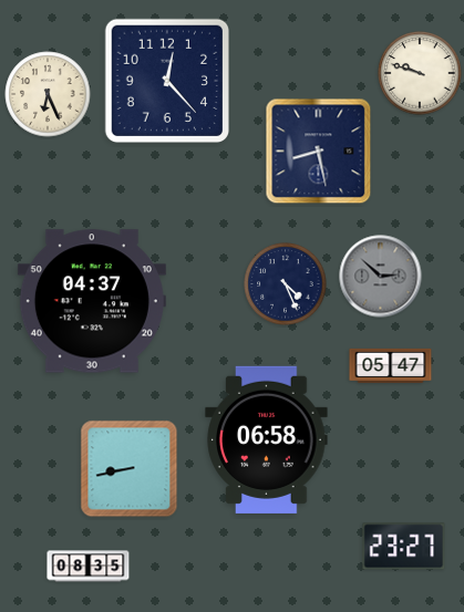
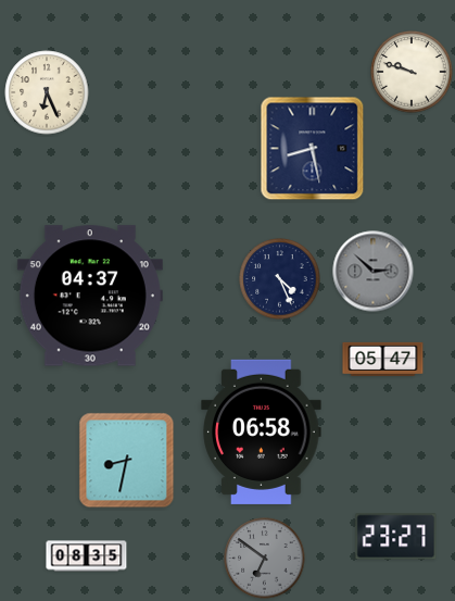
clock at (166, 80): 12:23 -> none
clock at (130, 469): 8:43 -> 8:32
clock at (265, 559): none -> 6:51
